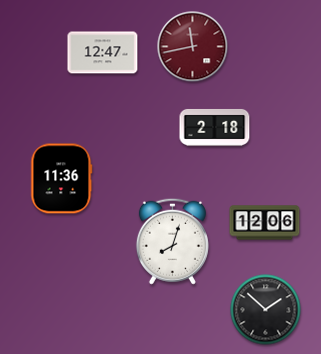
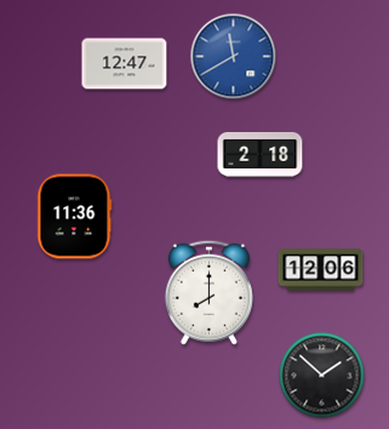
clock at (193, 47): 11:43 -> 11:40
clock at (193, 47) dial: burgundy -> blue
clock at (172, 241): 8:03 -> 8:00
